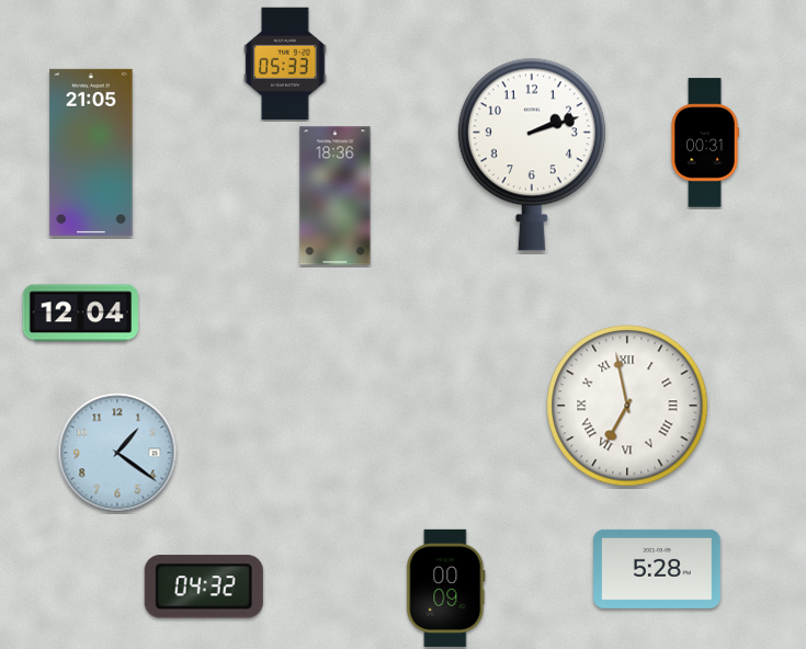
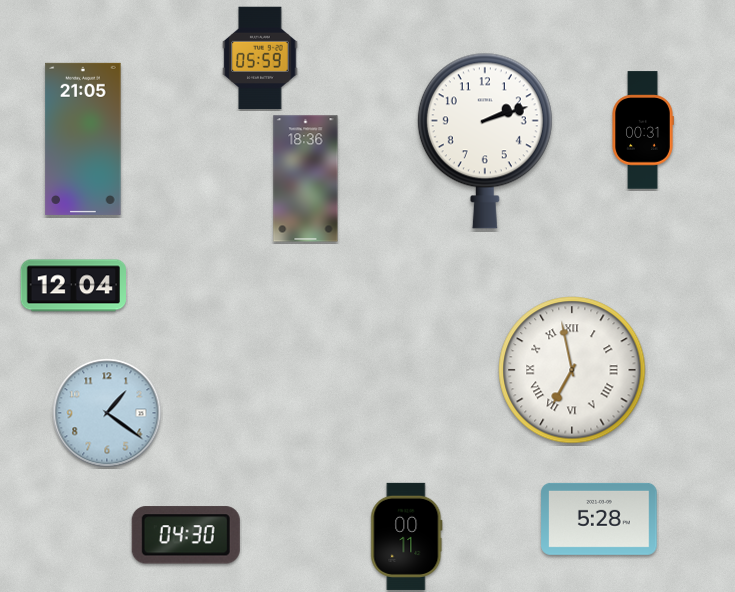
clock at (285, 64): 05:33 -> 05:59
clock at (204, 587): 04:32 -> 04:30
clock at (446, 588): 00:09 -> 00:11
